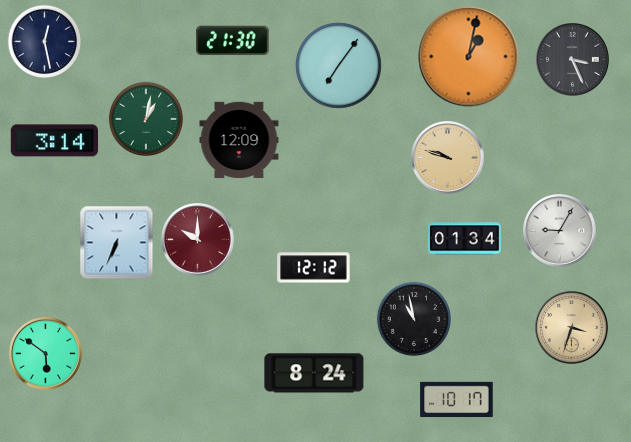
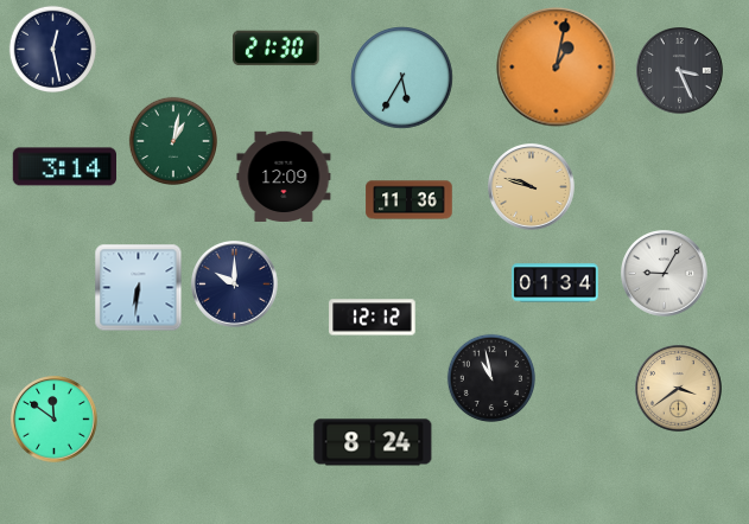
clock at (339, 66): 7:06 -> 5:35
clock at (239, 140) position: (239, 140) -> (284, 177)
clock at (410, 200): none -> 11:36
clock at (465, 239) position: (465, 239) -> (556, 283)
clock at (198, 240) dial: burgundy -> navy
clock at (117, 243): 6:34 -> 6:31
clock at (572, 328): 3:33 -> 3:39
clock at (46, 354): 5:51 -> 11:51
clock at (457, 400): 10:17 -> none
